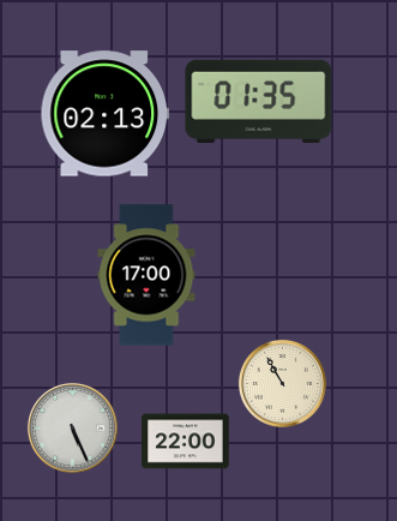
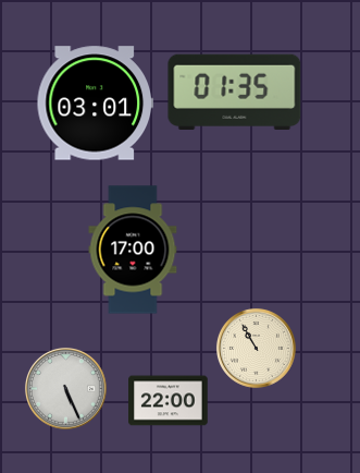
clock at (104, 114): 02:13 -> 03:01
